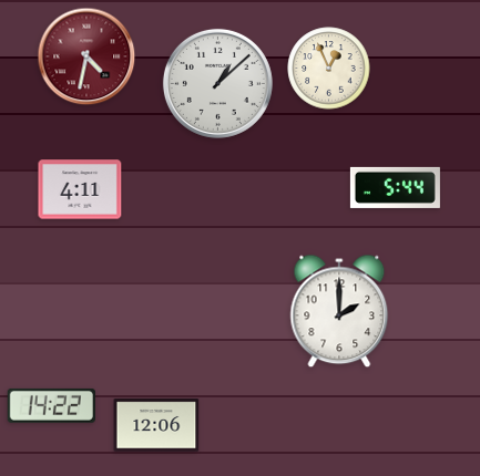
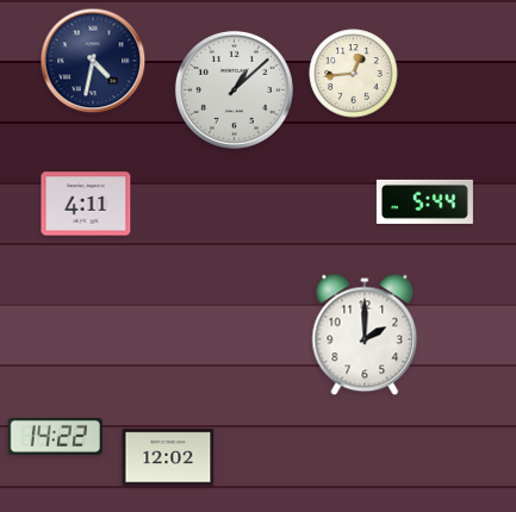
clock at (86, 56) dial: burgundy -> navy
clock at (329, 69): 12:56 -> 12:44
clock at (156, 425): 12:06 -> 12:02
